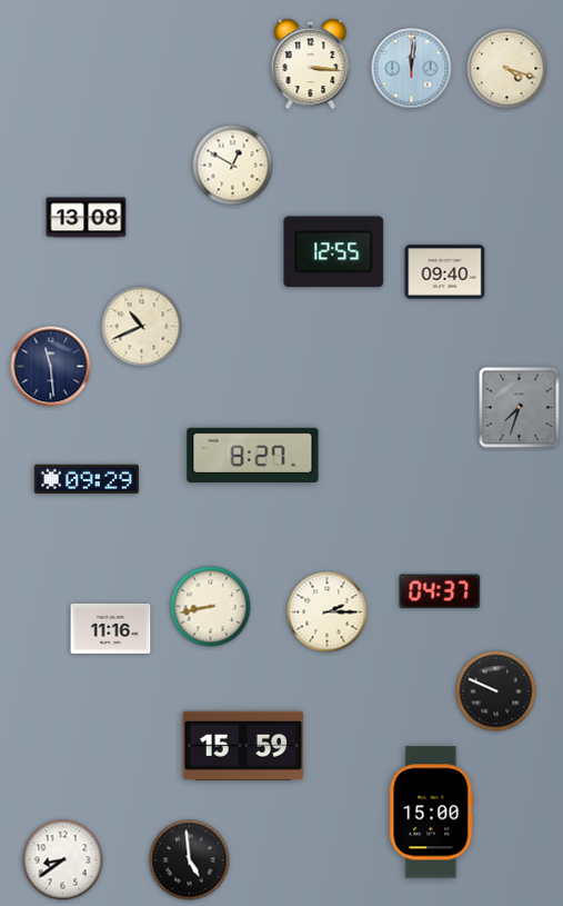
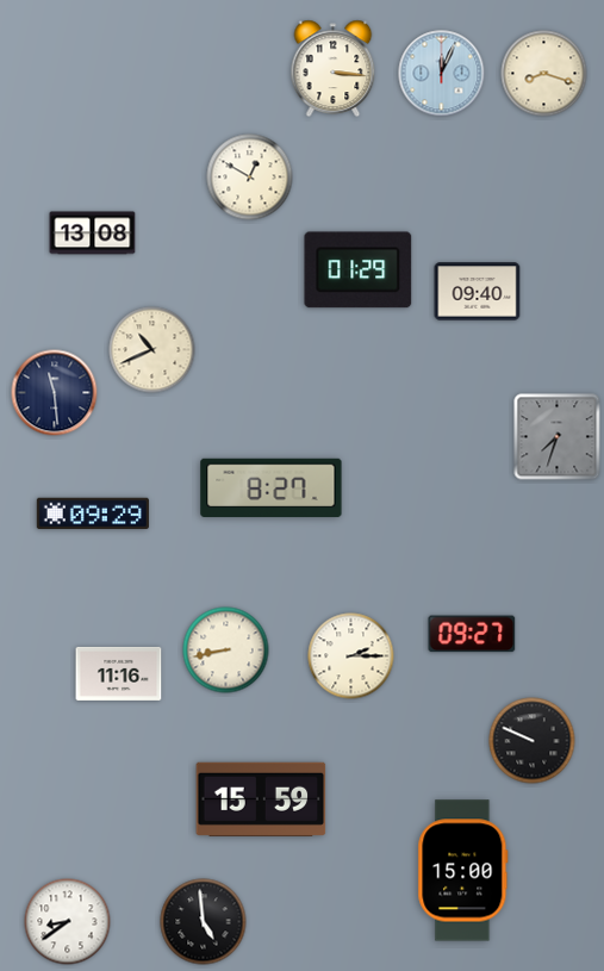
clock at (412, 69): 12:01 -> 12:04
clock at (507, 69): 4:18 -> 8:18
clock at (334, 252): 12:55 -> 01:29
clock at (440, 591): 04:37 -> 09:27
